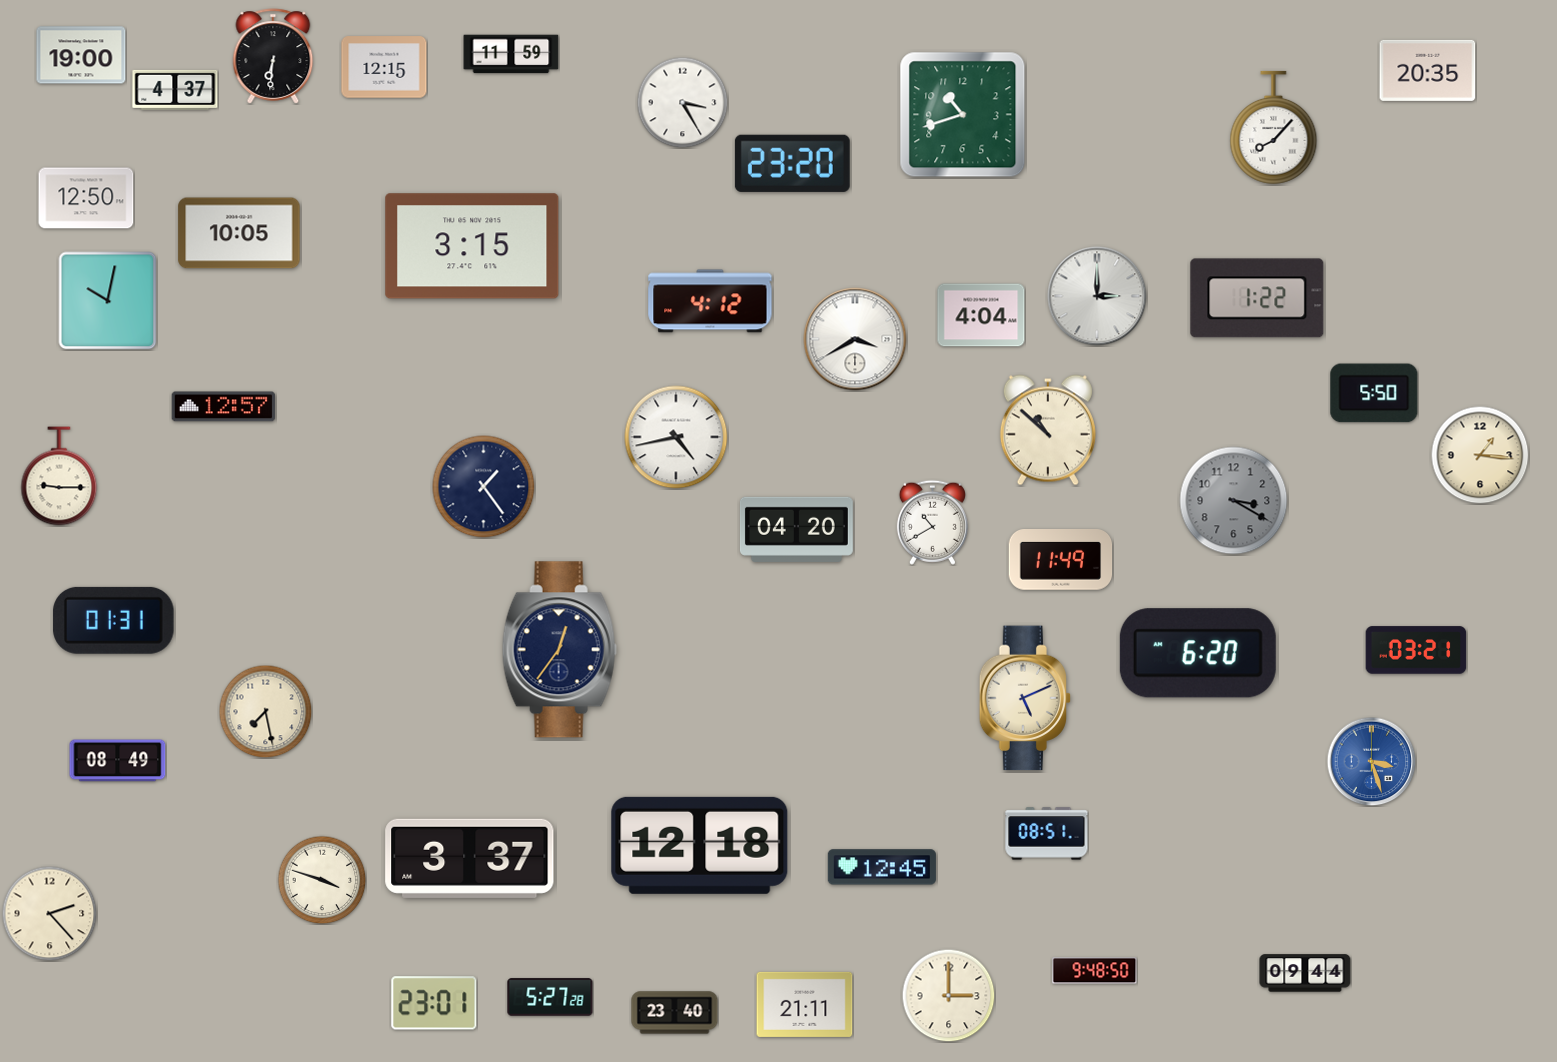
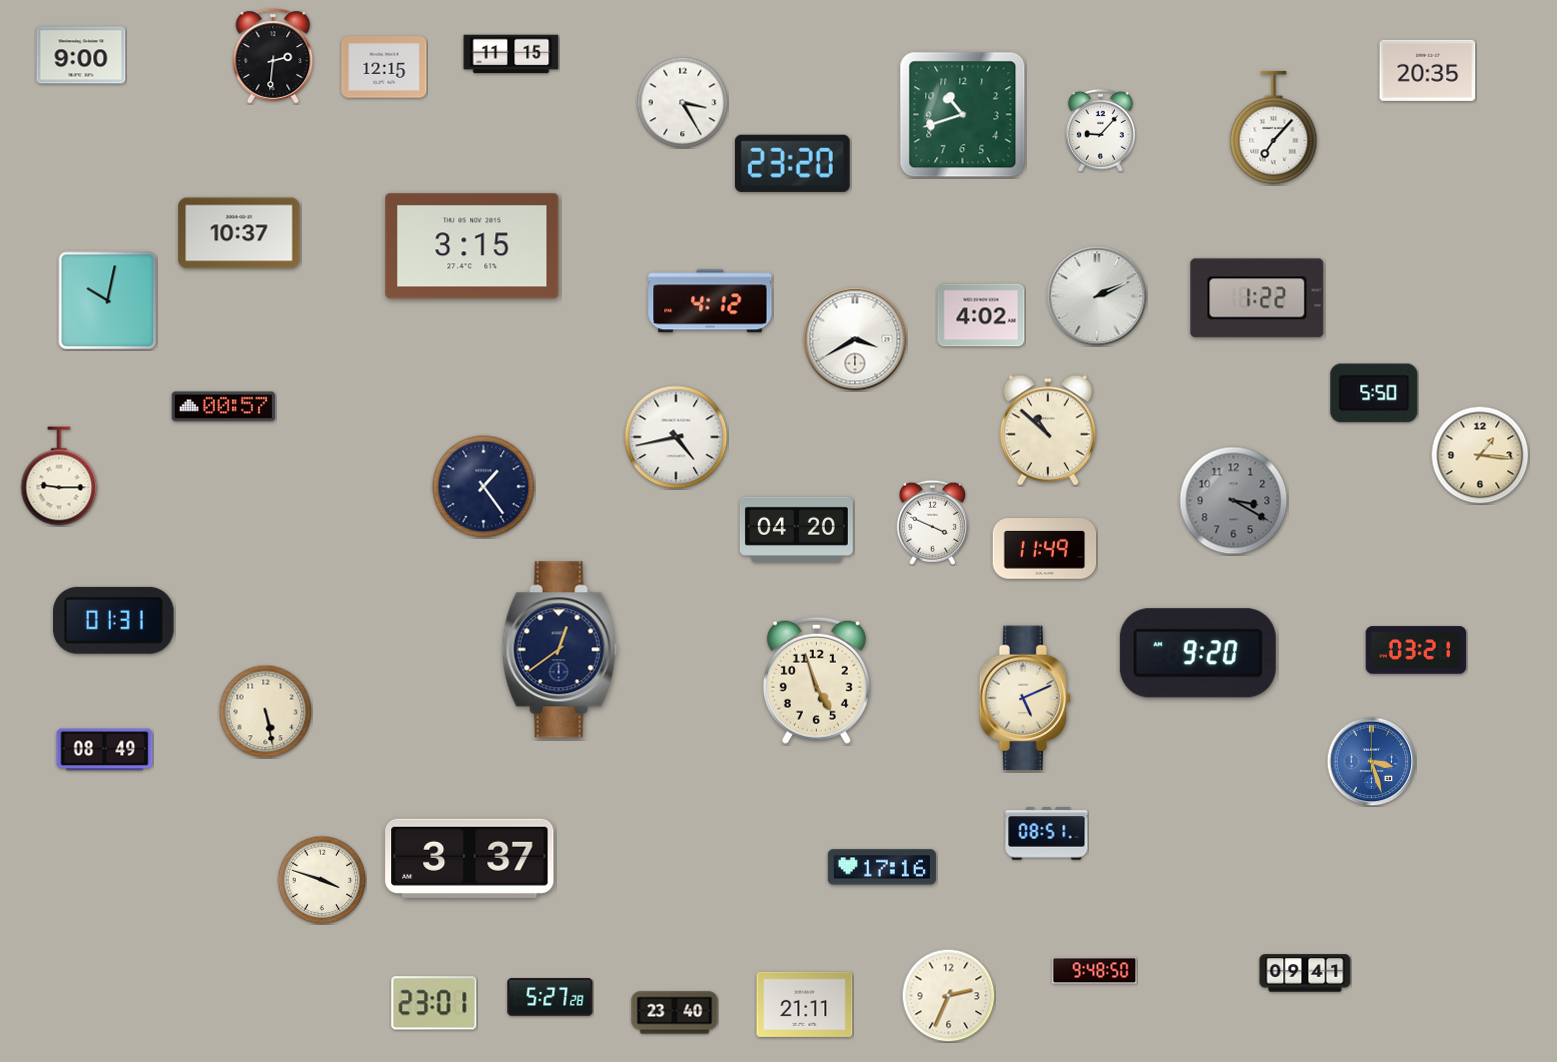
clock at (511, 54): 11:59 -> 11:15
clock at (81, 55): 19:00 -> 9:00
clock at (273, 56): 6:31 -> 2:31
clock at (175, 90): 4:37 -> none
clock at (1274, 127): 8:07 -> 7:07
clock at (1100, 130): none -> 9:07
clock at (86, 198): 12:50 -> none
clock at (239, 233): 10:05 -> 10:37
clock at (1097, 296): 3:00 -> 2:11
clock at (981, 315): 4:04 -> 4:02
clock at (224, 407): 12:57 -> 00:57
clock at (932, 522): 10:40 -> 3:49
clock at (1061, 560) position: (1061, 560) -> (1045, 549)
clock at (559, 650): 12:36 -> 12:39
clock at (1198, 653): 6:20 -> 9:20
clock at (816, 680): none -> 4:57
clock at (265, 711): 7:28 -> 5:28
clock at (118, 761) position: (118, 761) -> (105, 750)
clock at (700, 845): 12:18 -> none
clock at (882, 867): 12:45 -> 17:16
clock at (49, 913): 2:23 -> none
clock at (1305, 973): 09:44 -> 09:41
clock at (948, 995): 3:00 -> 2:34
